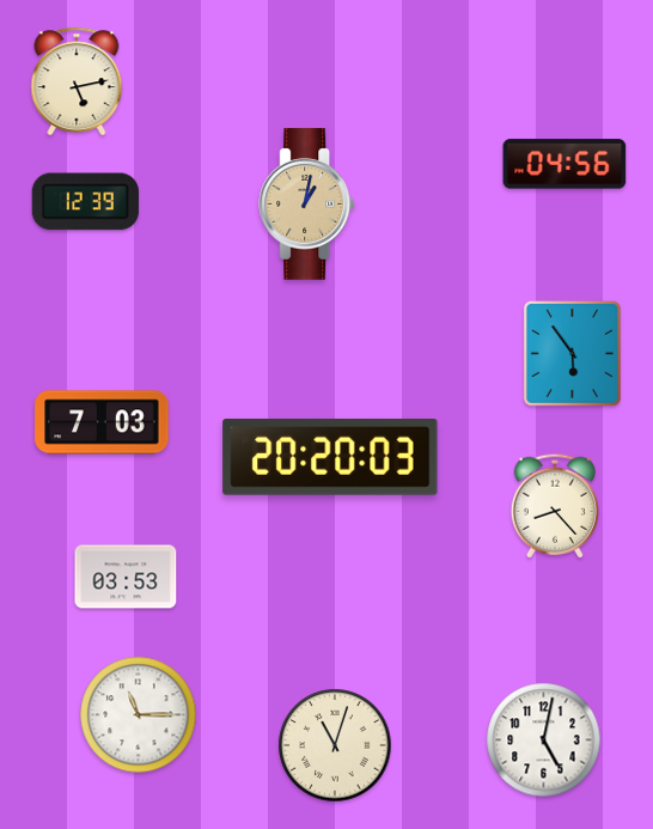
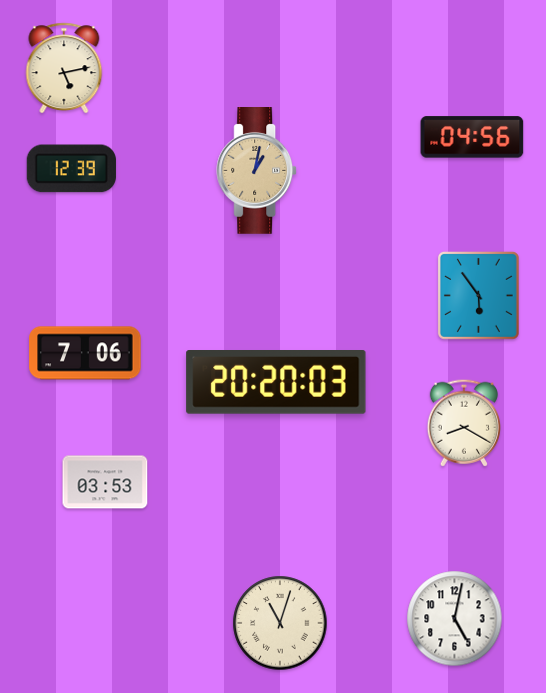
clock at (102, 422): 7:03 -> 7:06
clock at (555, 506): 8:23 -> 8:20
clock at (139, 715): 11:15 -> none
